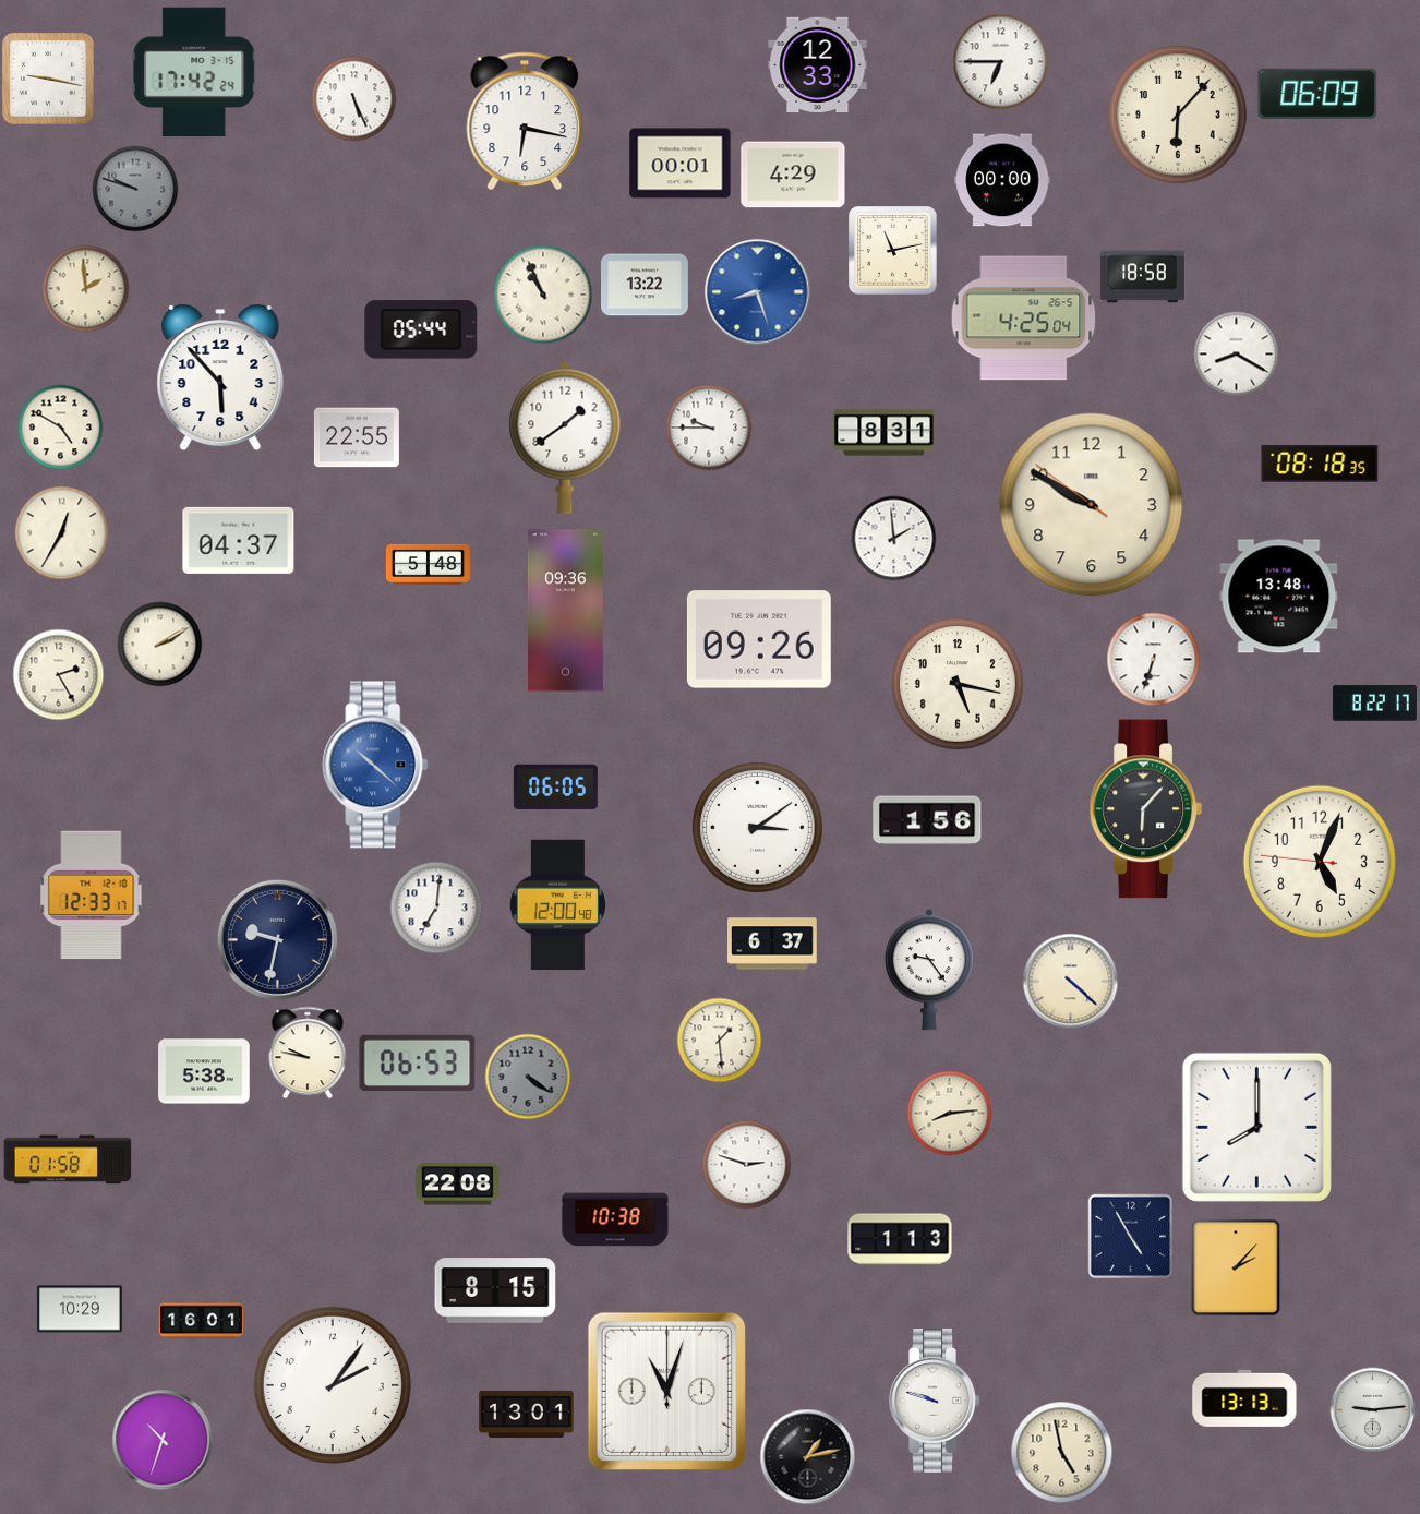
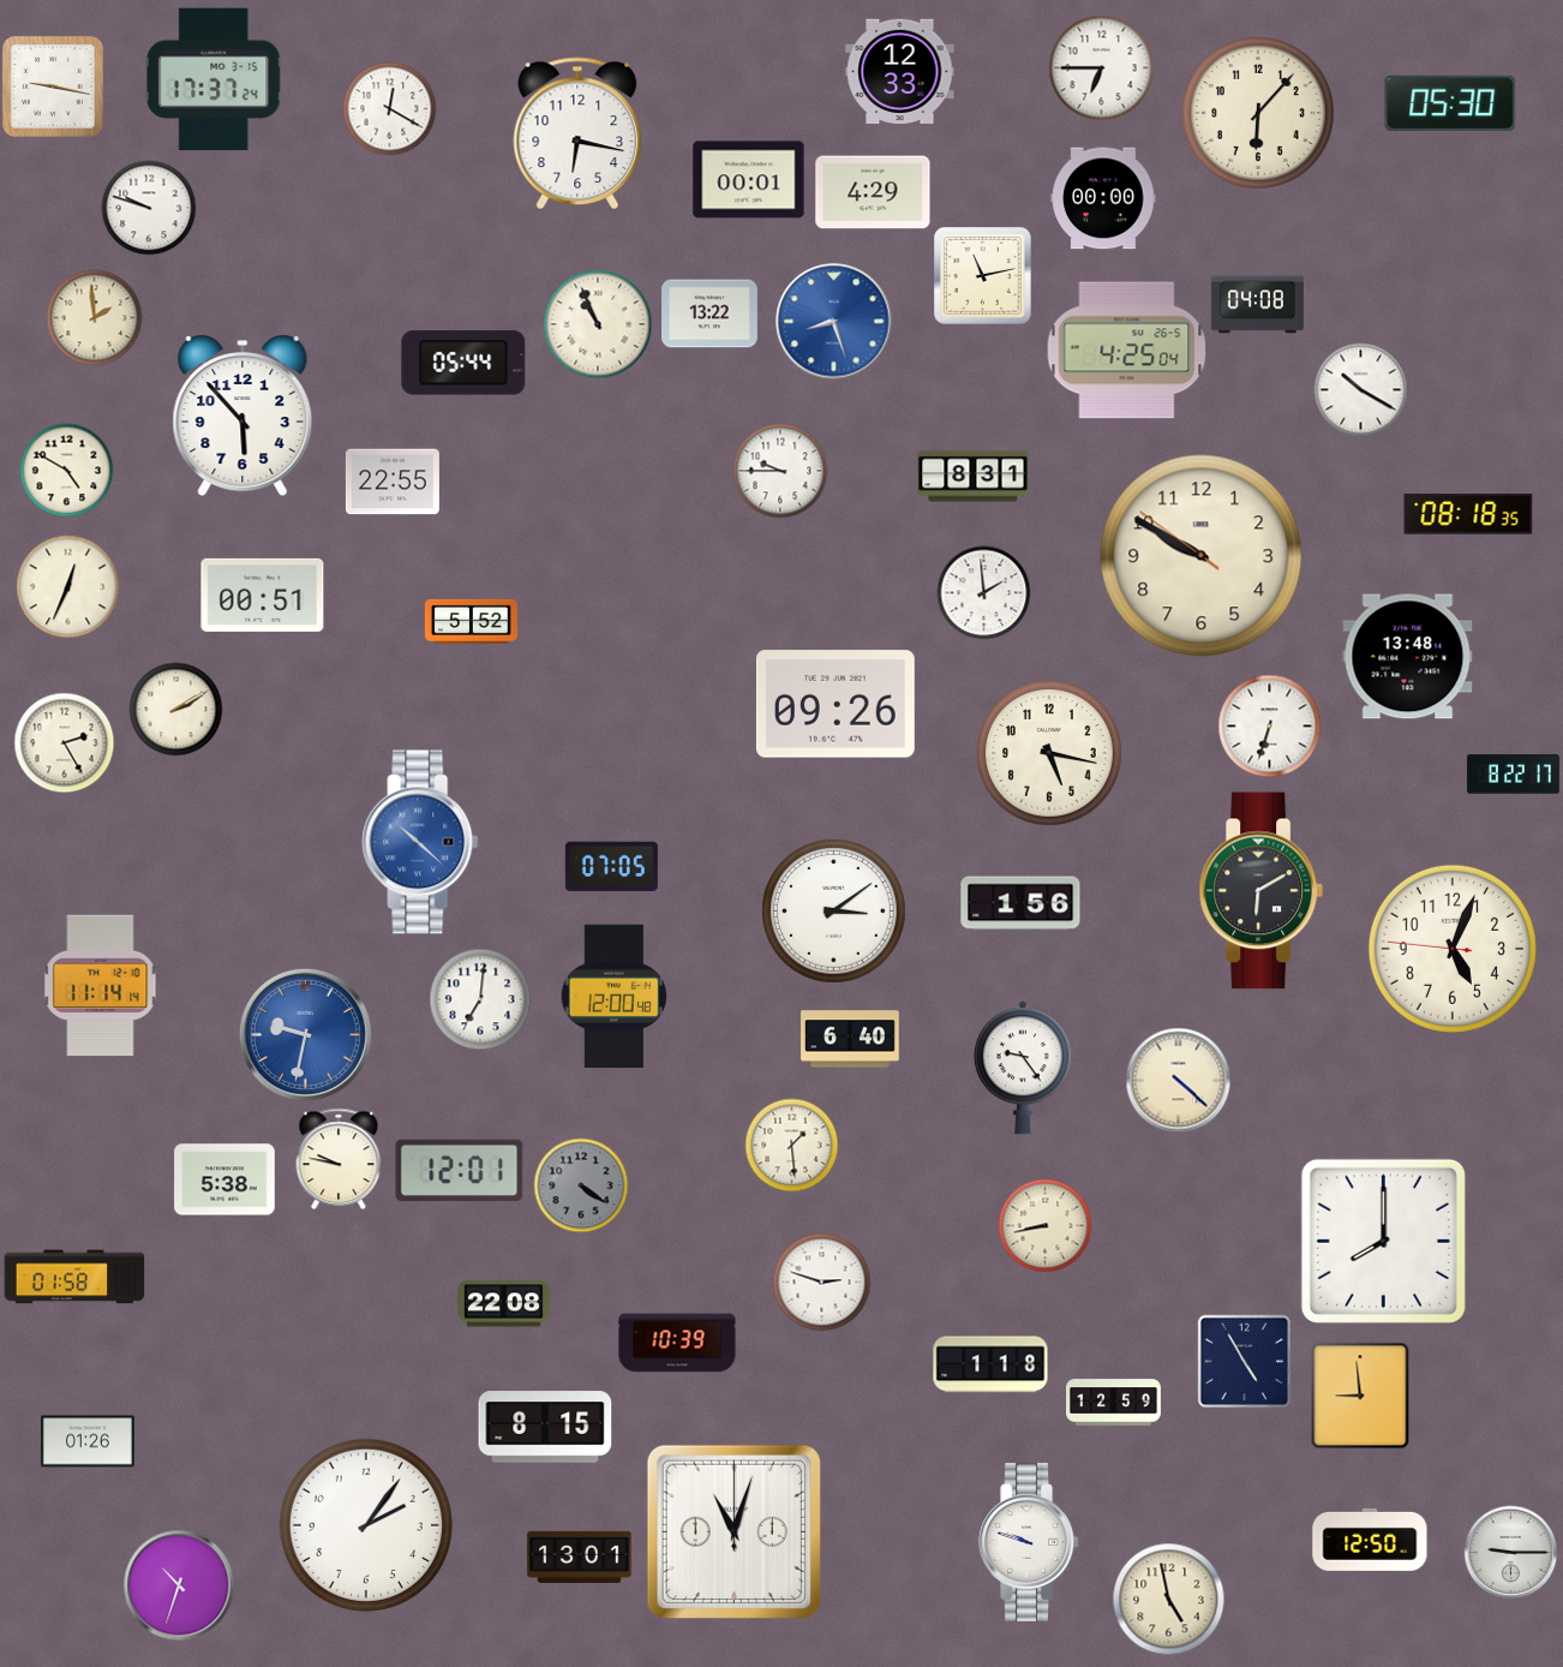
clock at (194, 72): 17:42 -> 17:37
clock at (1317, 94): 06:09 -> 05:30
clock at (353, 98): 5:26 -> 12:20
clock at (1178, 115) position: (1178, 115) -> (1258, 113)
clock at (135, 189) dial: grey -> white
clock at (1142, 277): 18:58 -> 04:08
clock at (1236, 353): 8:20 -> 10:20
clock at (565, 437): 1:39 -> none
clock at (1320, 464) position: (1320, 464) -> (1468, 514)
clock at (61, 532): 12:35 -> 12:34
clock at (239, 540): 04:37 -> 00:51
clock at (428, 564): 5:48 -> 5:52
clock at (565, 611): 09:36 -> none
clock at (959, 685) position: (959, 685) -> (1050, 754)
clock at (375, 765) position: (375, 765) -> (420, 842)
clock at (555, 788): 06:05 -> 07:05
clock at (1145, 809): 6:07 -> 6:10
clock at (92, 896): 12:33 -> 11:14
clock at (277, 939) dial: navy -> blue
clock at (772, 944): 6:37 -> 6:40
clock at (418, 1064): 06:53 -> 12:01
clock at (949, 1113): 8:14 -> 8:43
clock at (615, 1219): 10:38 -> 10:39
clock at (900, 1239): 1:13 -> 1:18
clock at (1236, 1267): 2:07 -> 8:59
clock at (1114, 1403): none -> 12:59
clock at (495, 1290) position: (495, 1290) -> (545, 1427)
clock at (80, 1309): 10:29 -> 01:26
clock at (201, 1321): 16:01 -> none
clock at (1244, 1398): 13:13 -> 12:50
clock at (1372, 1409): 9:14 -> 9:15
clock at (807, 1456): 1:13 -> none
